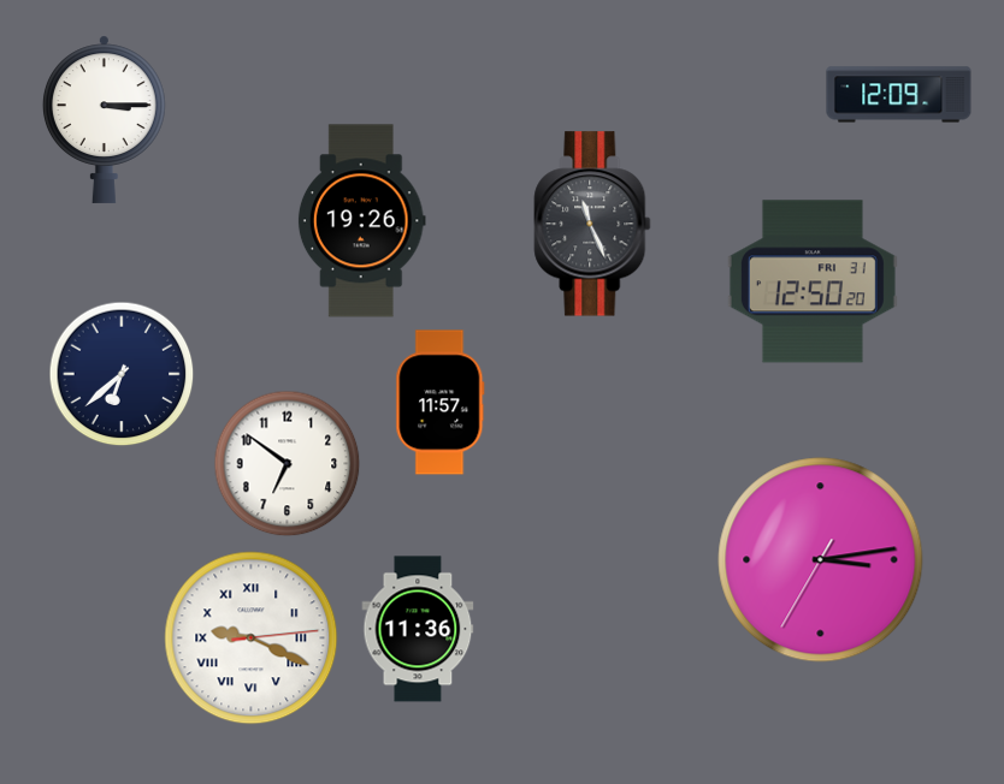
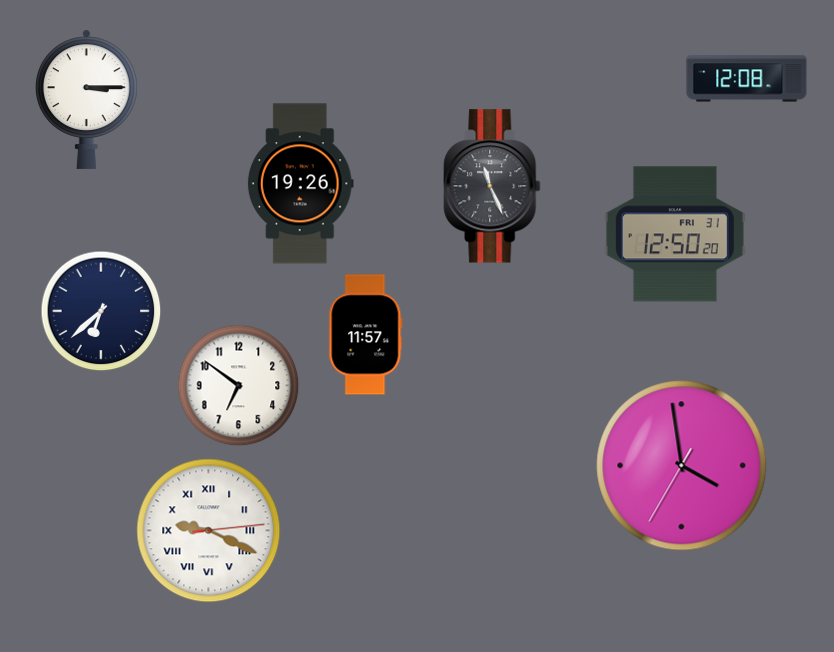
clock at (899, 95): 12:09 -> 12:08
clock at (821, 560): 3:13 -> 3:58
clock at (418, 629): 11:36 -> none
